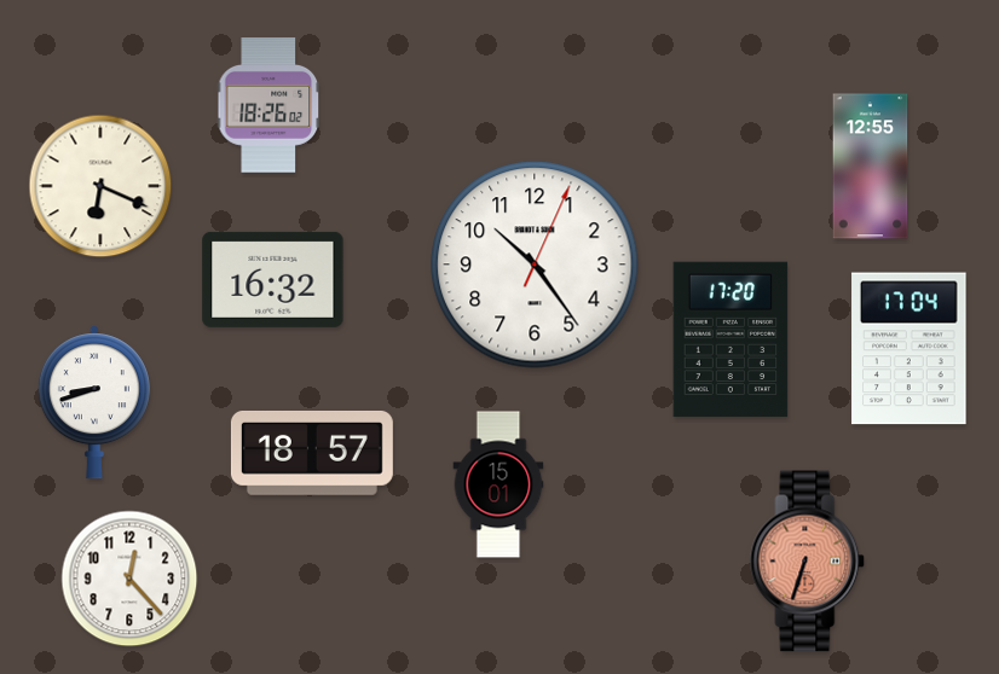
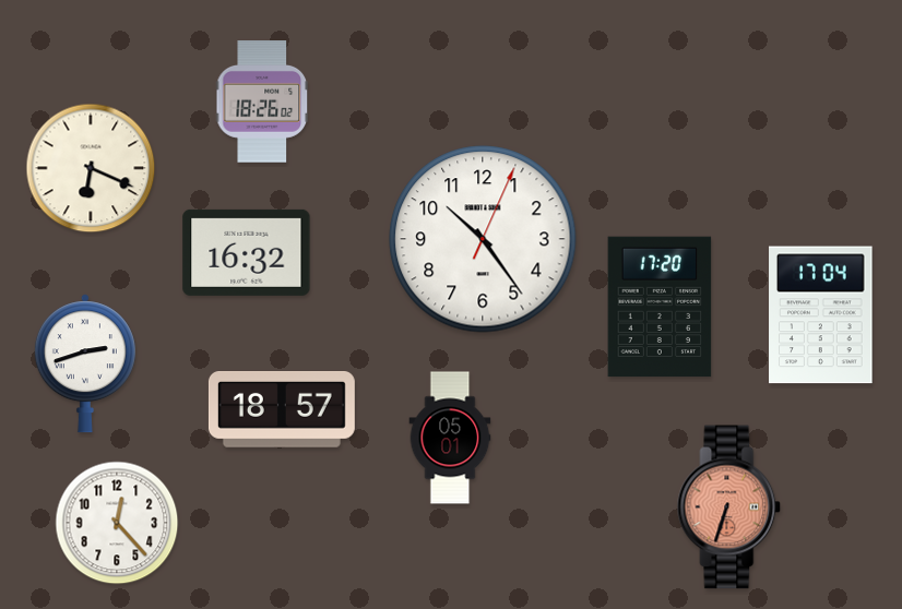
clock at (267, 105) position: (267, 105) -> (261, 101)
clock at (871, 167): 12:55 -> none
clock at (94, 402): 8:42 -> 2:42
clock at (498, 484): 15:01 -> 05:01
